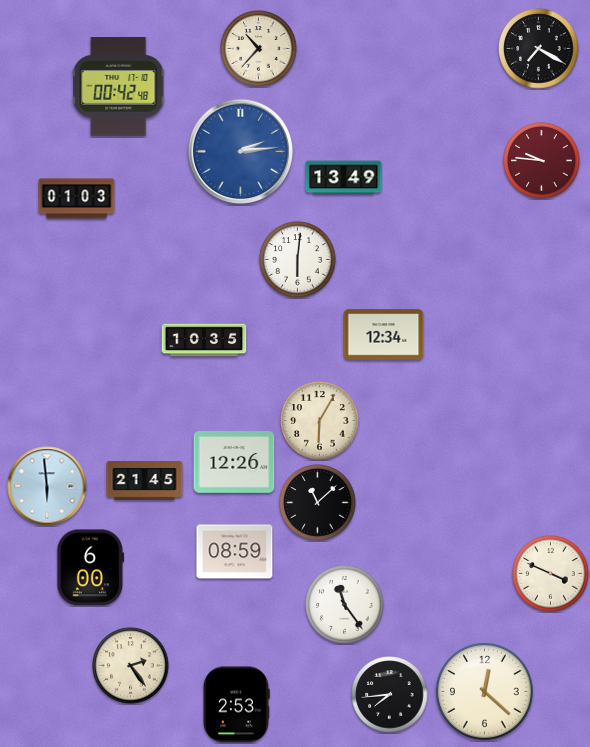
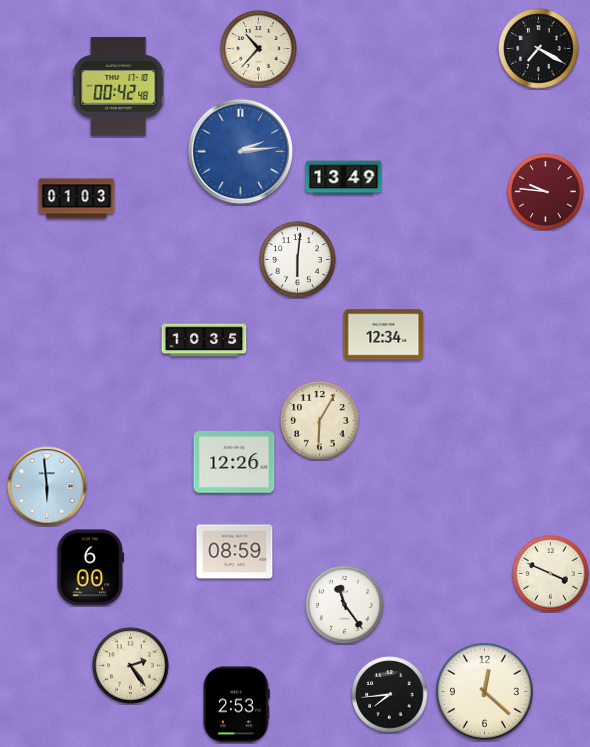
clock at (542, 161) position: (542, 161) -> (546, 192)
clock at (145, 481): 21:45 -> none
clock at (318, 503): 11:08 -> none
